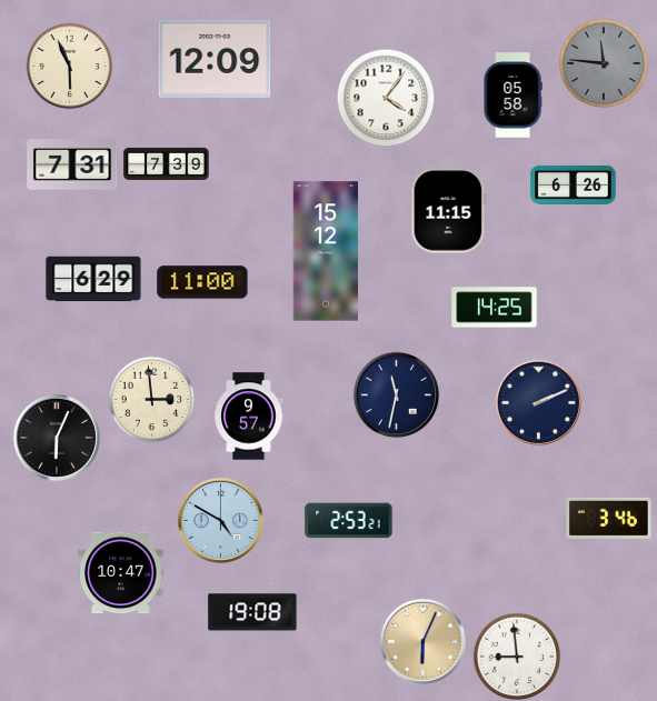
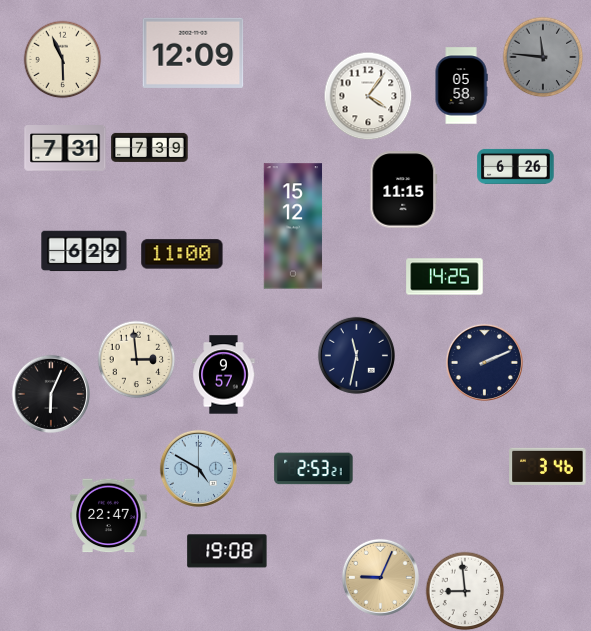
clock at (386, 98) position: (386, 98) -> (368, 96)
clock at (121, 573): 10:47 -> 22:47
clock at (422, 641): 6:04 -> 9:04
